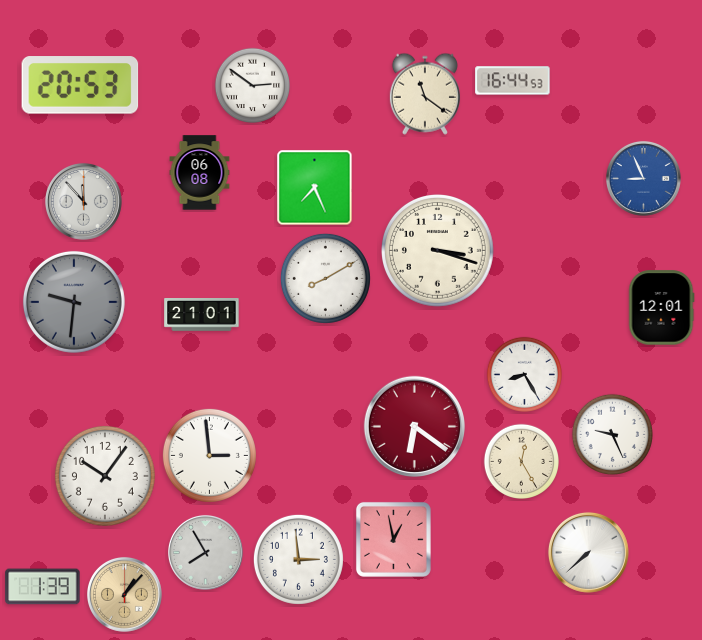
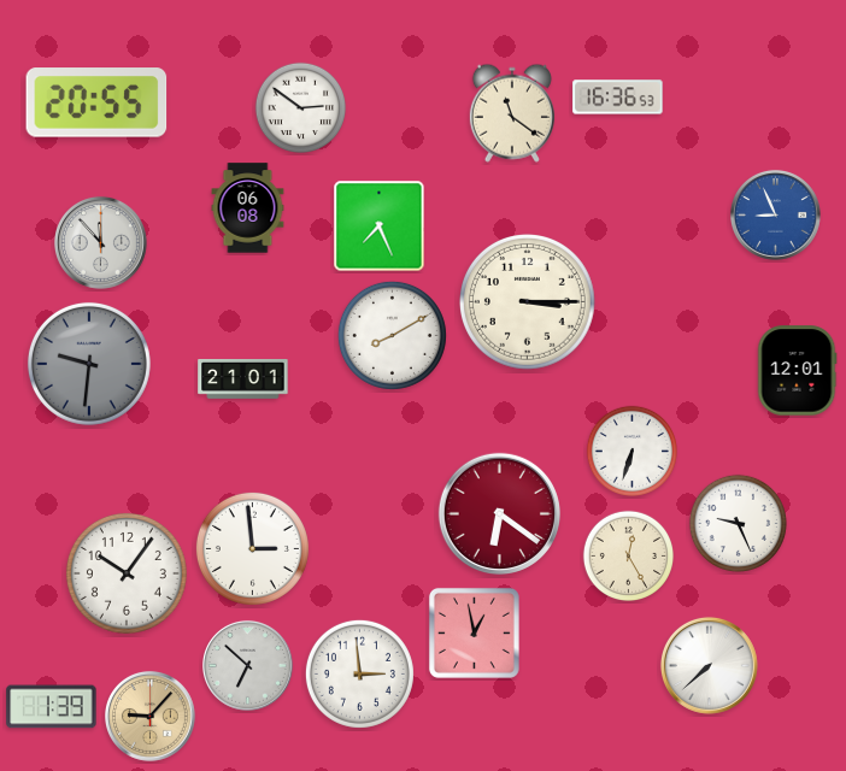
clock at (513, 81): 16:44 -> 16:36
clock at (80, 85): 20:53 -> 20:55
clock at (252, 85) position: (252, 85) -> (300, 107)
clock at (200, 173) position: (200, 173) -> (248, 208)
clock at (438, 251): 3:18 -> 3:15
clock at (524, 374): 8:25 -> 6:33
clock at (393, 539) position: (393, 539) -> (474, 632)
clock at (206, 553): 7:55 -> 6:52
clock at (125, 595): 1:07 -> 9:07
